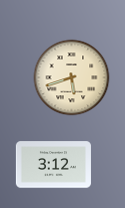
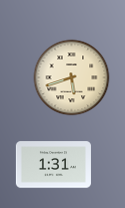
clock at (53, 165): 3:12 -> 1:31
